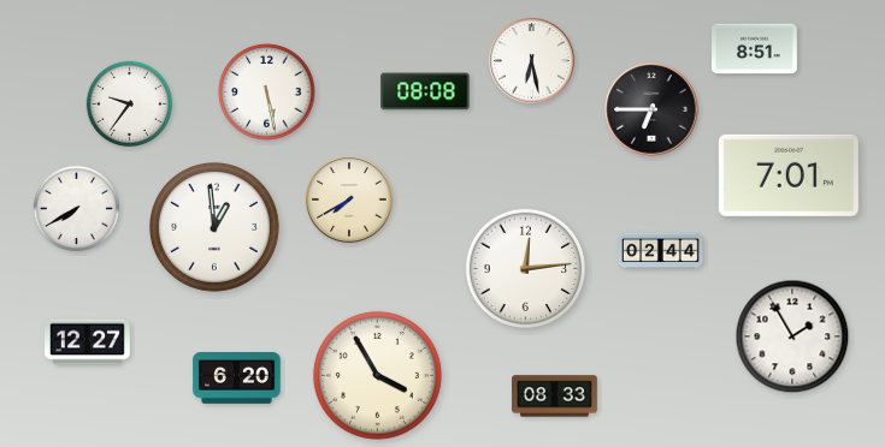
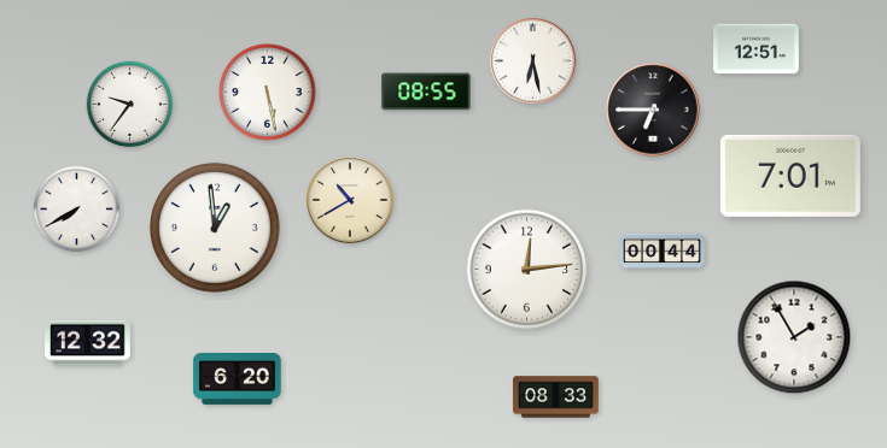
clock at (755, 49): 8:51 -> 12:51
clock at (425, 91): 08:08 -> 08:55
clock at (349, 199): 7:40 -> 10:40
clock at (661, 251): 02:44 -> 00:44
clock at (88, 342): 12:27 -> 12:32
clock at (377, 375): 3:55 -> none
